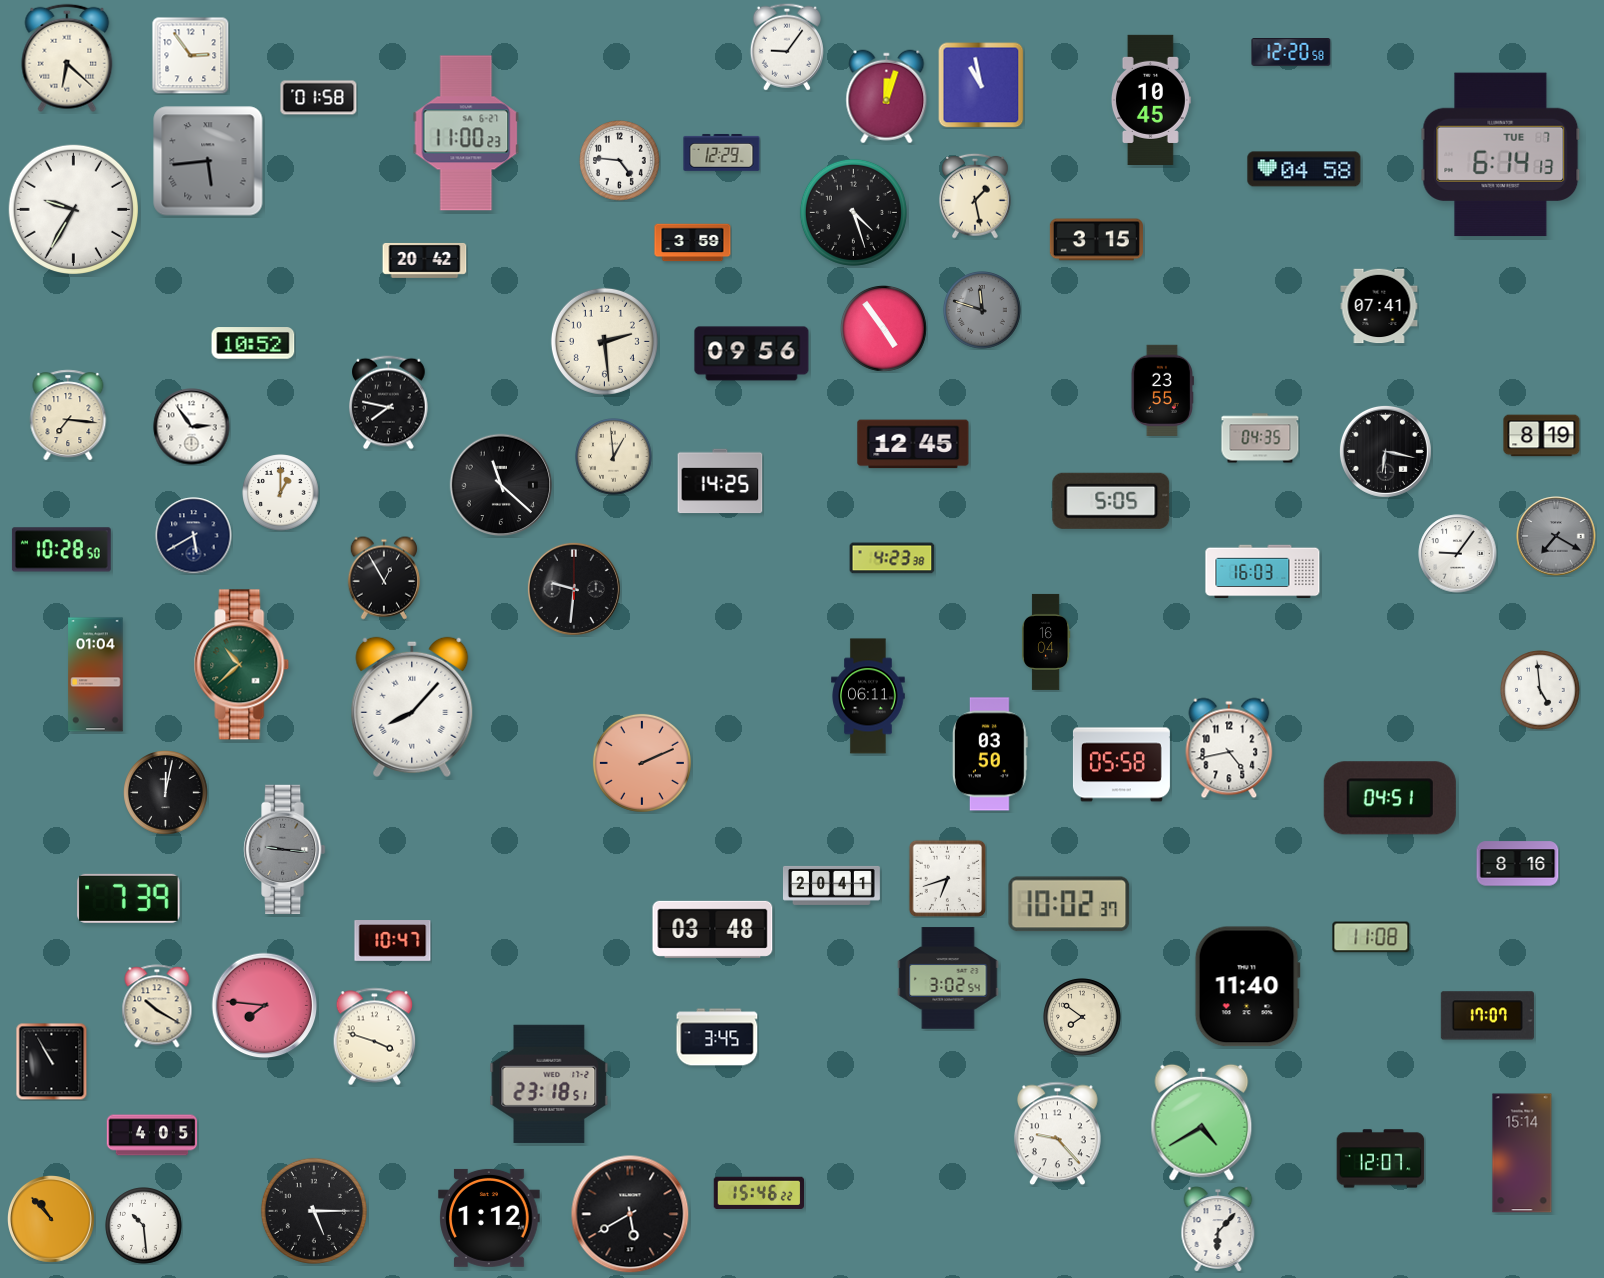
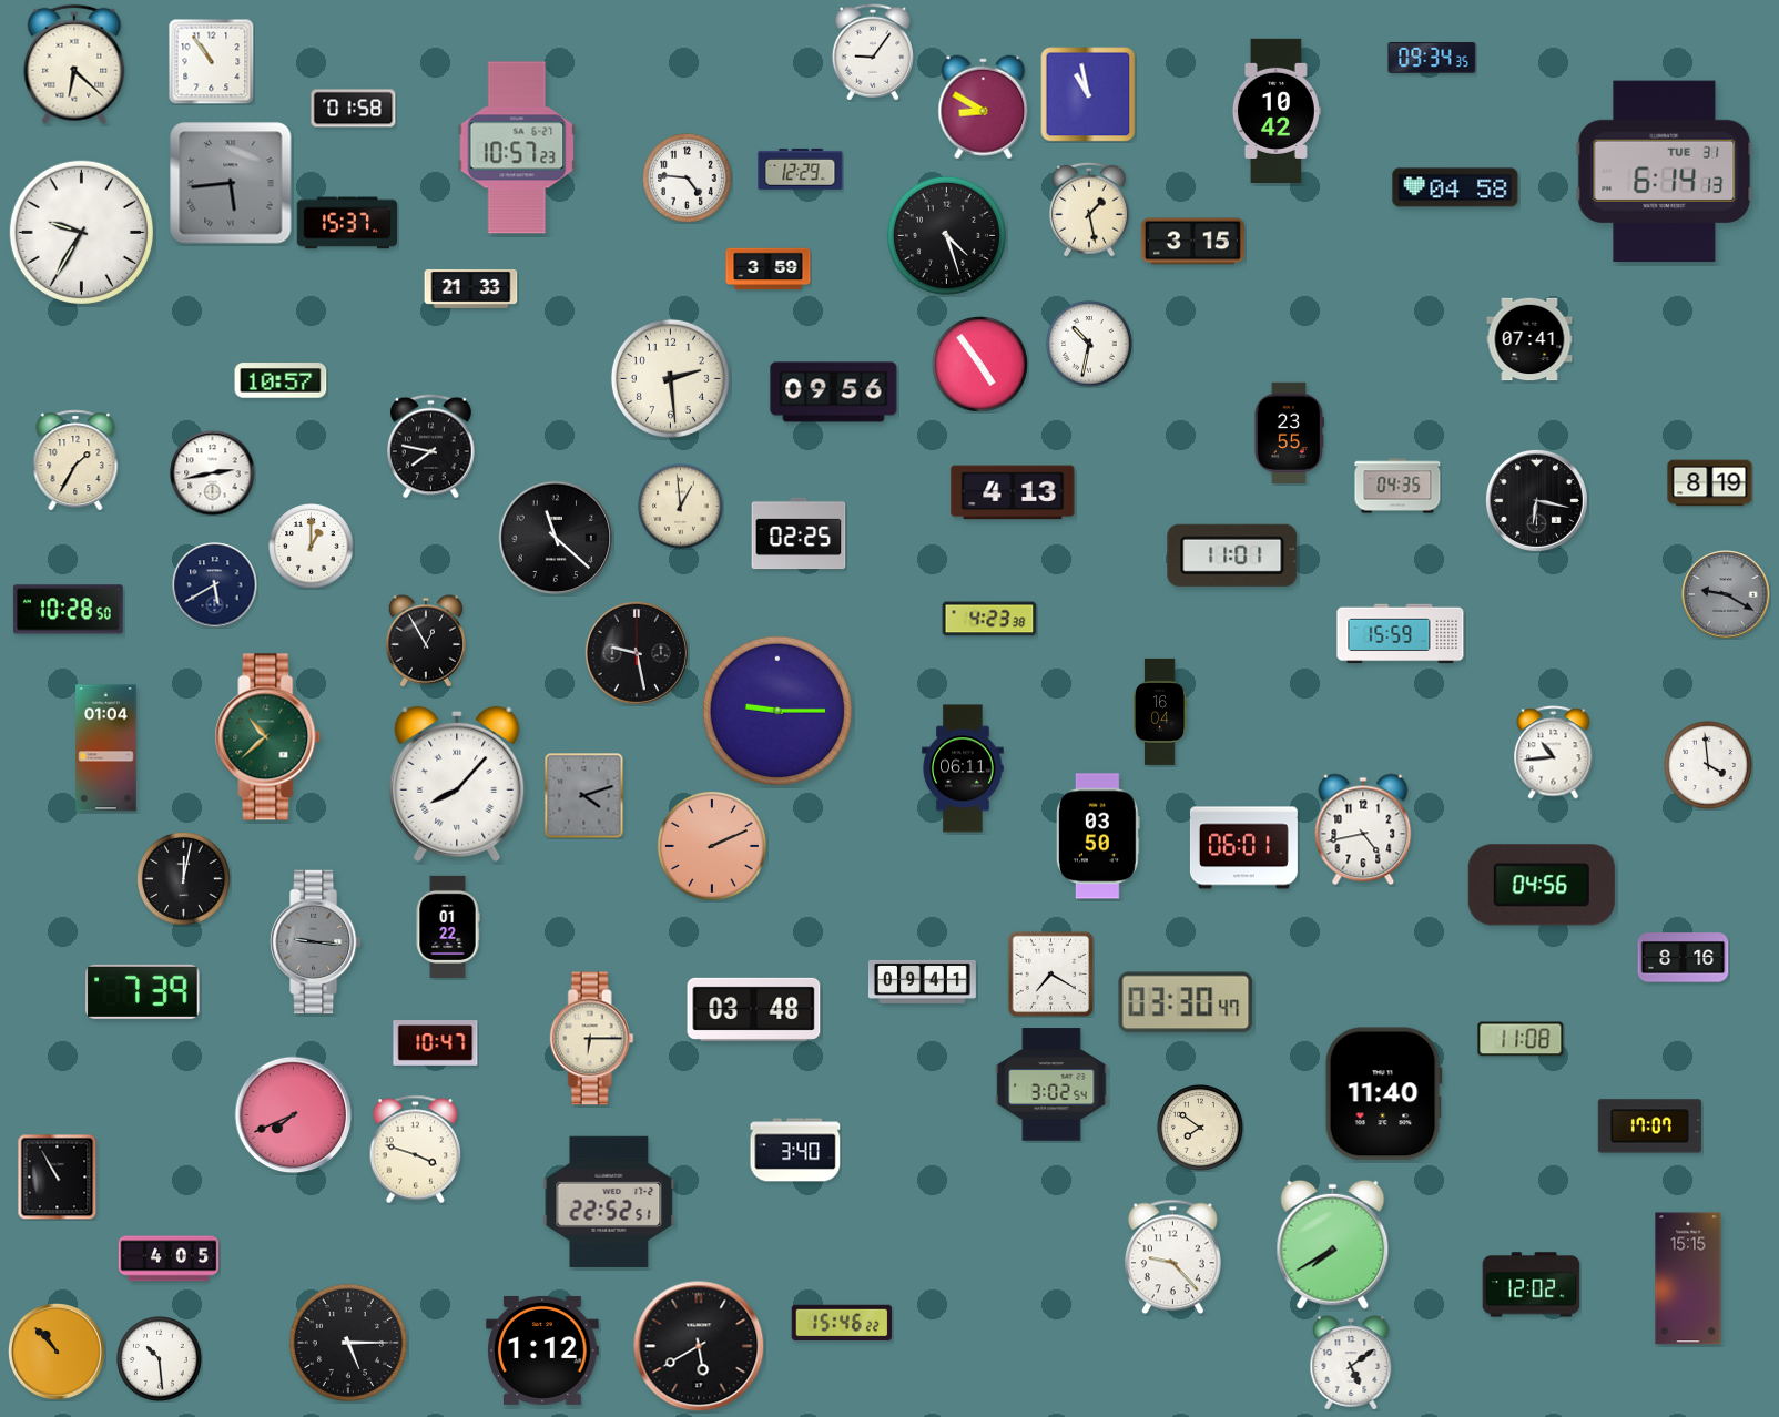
clock at (1291, 52): 12:20 -> 09:34
clock at (190, 55): 2:54 -> 10:54
clock at (887, 97): 12:03 -> 8:50
clock at (1151, 99): 10:45 -> 10:42
clock at (466, 133): 11:00 -> 10:57
clock at (1501, 155) date: TUE 7 -> TUE 31
clock at (208, 161) position: (208, 161) -> (231, 183)
clock at (1304, 169) position: (1304, 169) -> (1455, 187)
clock at (976, 196) position: (976, 196) -> (1090, 210)
clock at (347, 223): none -> 15:37
clock at (1096, 240) position: (1096, 240) -> (1192, 242)
clock at (425, 260): 20:42 -> 21:33
clock at (982, 310): 11:48 -> 10:32
clock at (982, 310) dial: grey -> white
clock at (253, 343): 10:52 -> 10:57
clock at (68, 415): 7:16 -> 1:35
clock at (192, 427): 2:54 -> 2:43
clock at (913, 444): 12:45 -> 4:13
clock at (720, 481): 14:25 -> 02:25
clock at (1111, 501): 5:05 -> 11:01
clock at (194, 536) position: (194, 536) -> (215, 585)
clock at (1556, 536): 7:20 -> 9:20
clock at (1458, 554): 9:06 -> none
clock at (1263, 572): 16:03 -> 15:59
clock at (574, 589): 9:31 -> 9:28
clock at (776, 710): none -> 9:15
clock at (1554, 753): none -> 10:44
clock at (1540, 690): 4:59 -> 3:59
clock at (868, 696) position: (868, 696) -> (963, 768)
clock at (584, 796): none -> 4:12
clock at (1121, 765): 05:58 -> 06:01
clock at (1390, 798): 04:51 -> 04:56
clock at (448, 926): none -> 01:22
clock at (947, 878): 6:42 -> 7:20
clock at (831, 885): 20:41 -> 09:41
clock at (129, 898) position: (129, 898) -> (143, 991)
clock at (1069, 904): 10:02 -> 03:30
clock at (713, 929) position: (713, 929) -> (754, 1009)
clock at (591, 1039): none -> 6:15
clock at (157, 1006): 10:20 -> none
clock at (265, 1006): 7:46 -> 7:41
clock at (717, 1037): 3:45 -> 3:40
clock at (549, 1084): 23:18 -> 22:52
clock at (1202, 1122): 4:40 -> 7:40
clock at (1522, 1153): 15:14 -> 15:15
clock at (1381, 1159): 12:07 -> 12:02
clock at (1218, 1229): 6:07 -> 5:09
